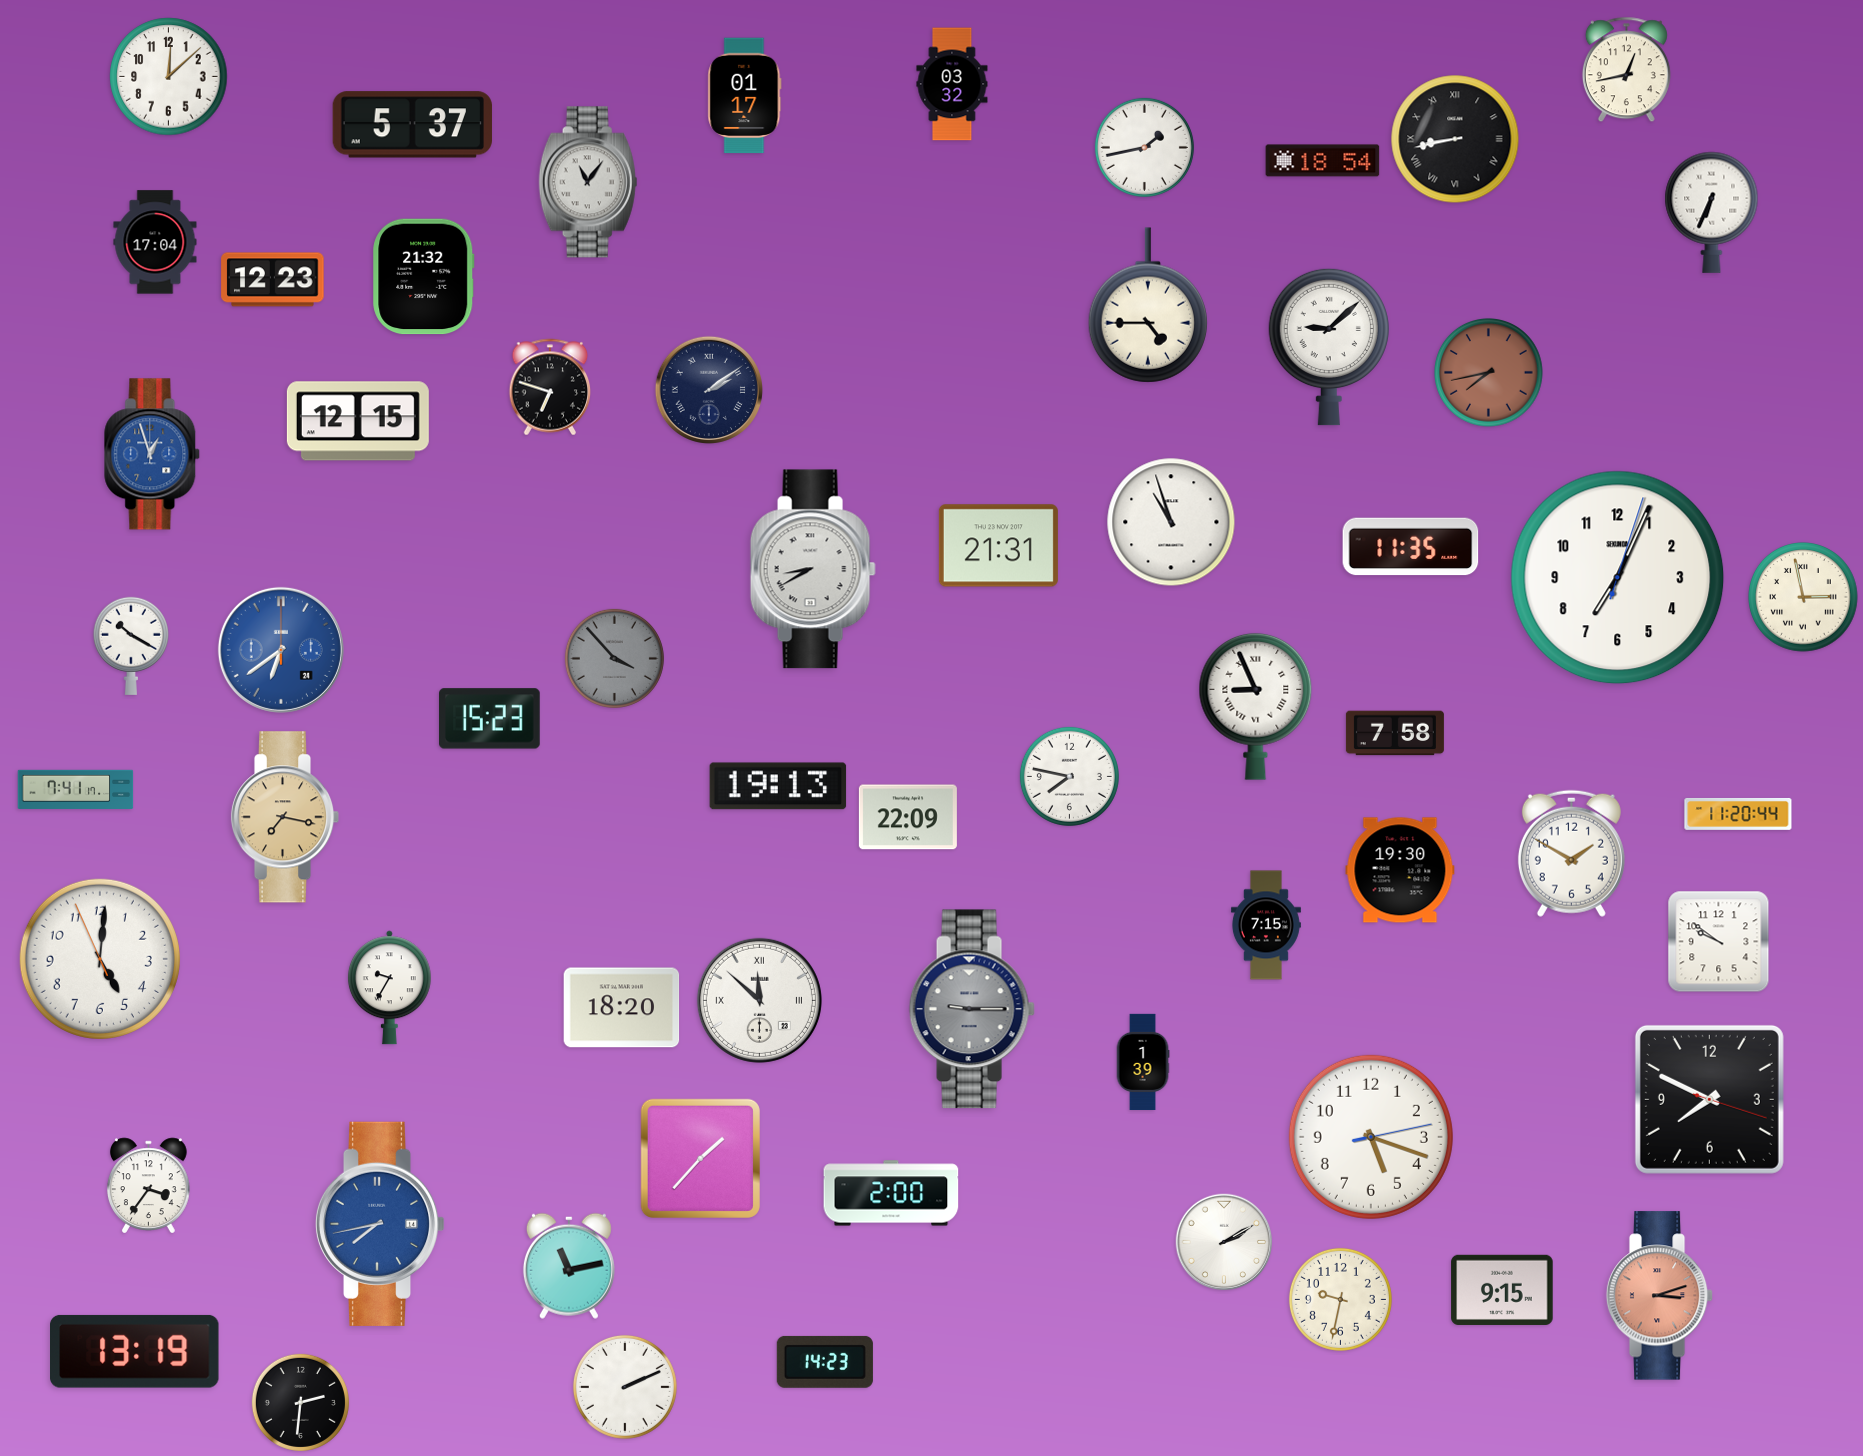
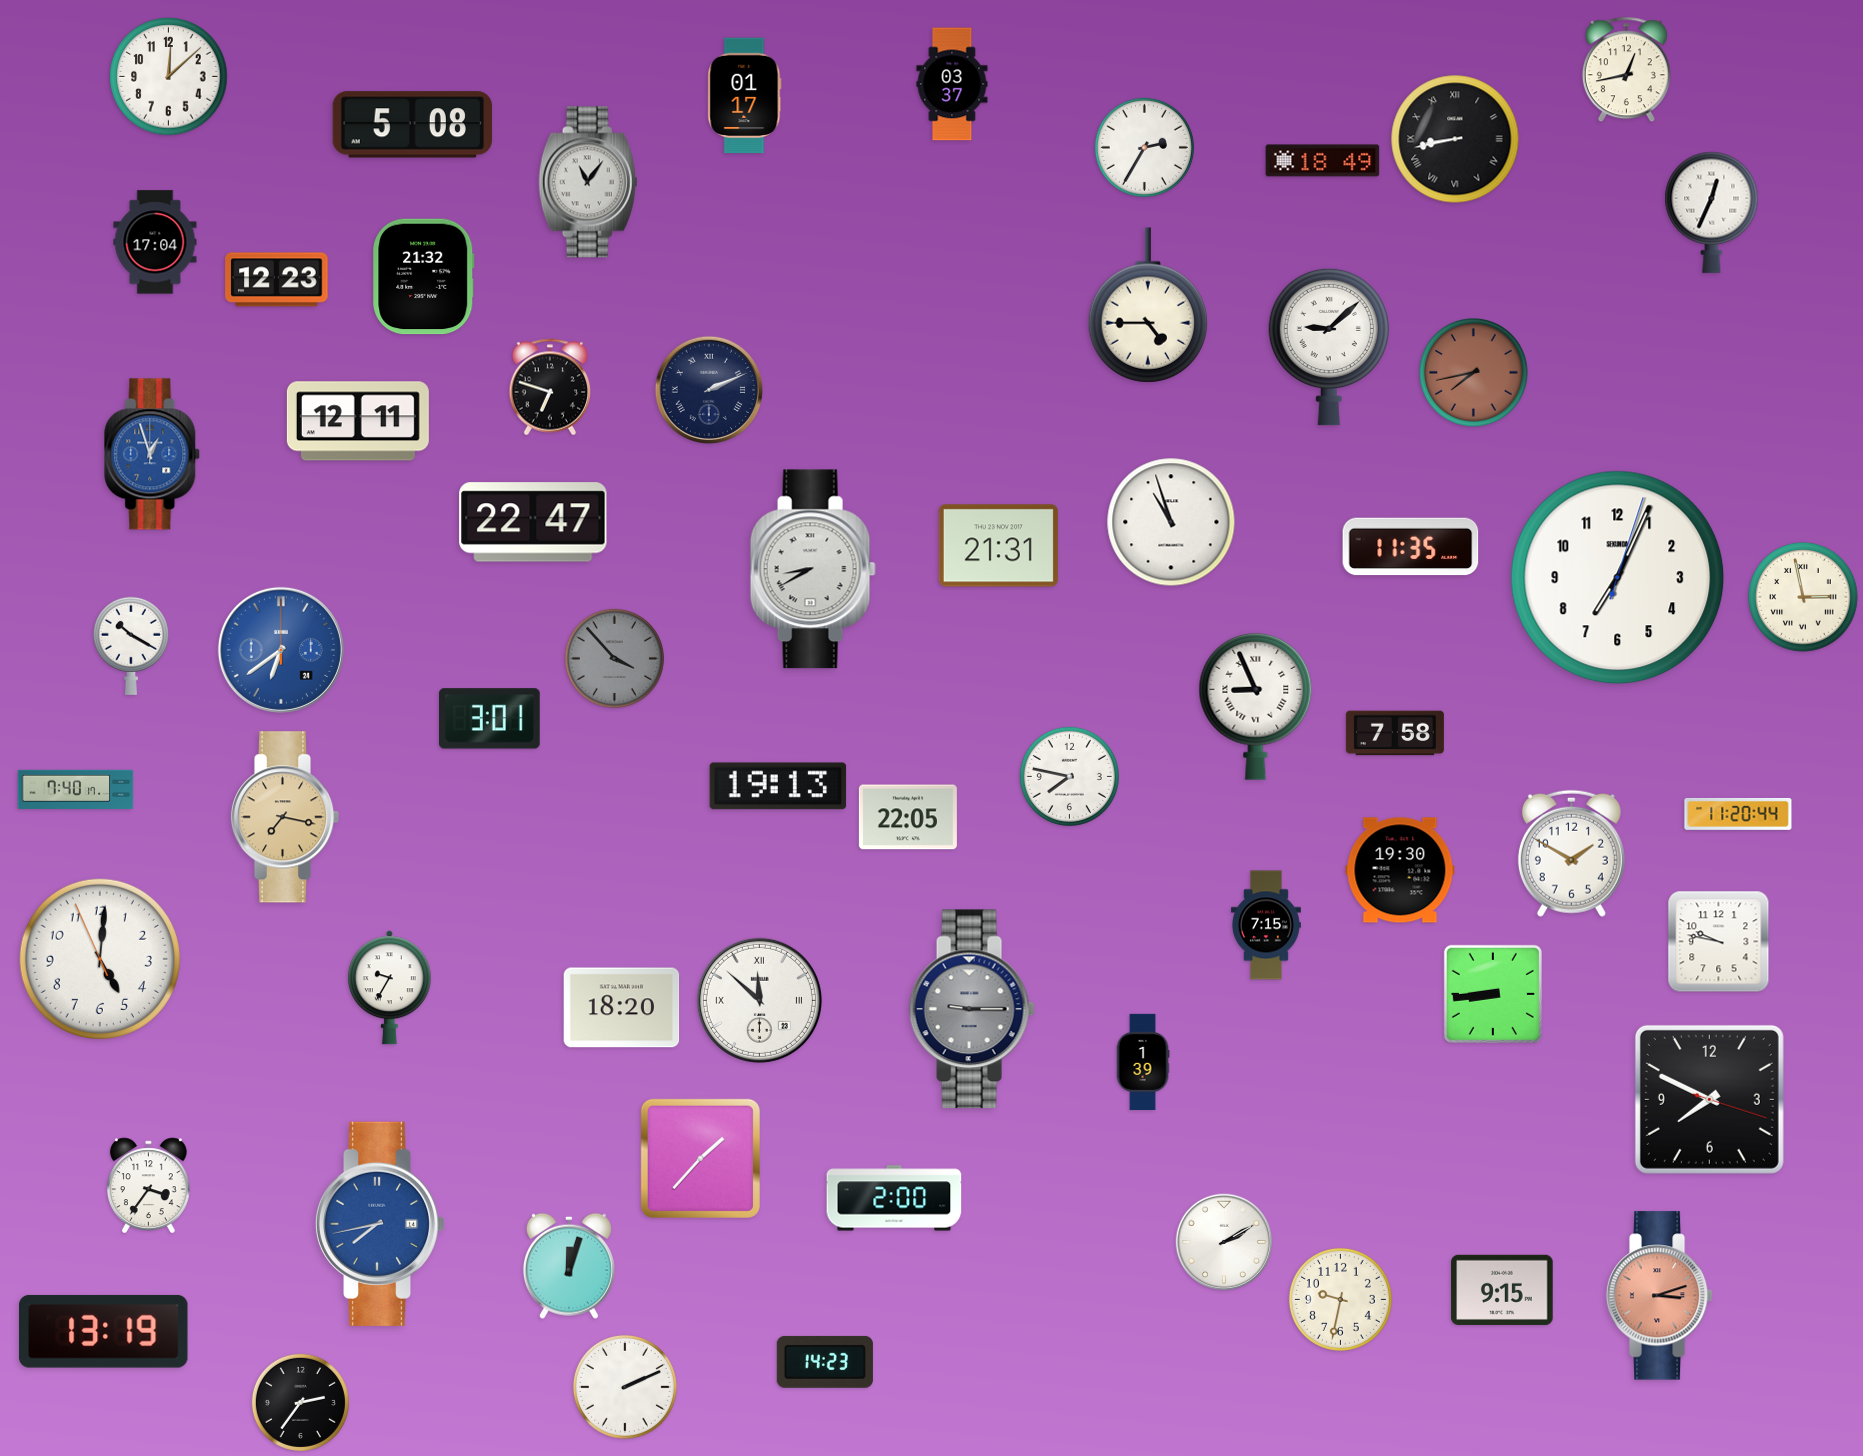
clock at (952, 84): 03:32 -> 03:37
clock at (412, 125): 5:37 -> 5:08
clock at (1144, 147): 1:43 -> 2:35
clock at (1323, 161): 18:54 -> 18:49
clock at (1712, 212): 6:34 -> 12:34
clock at (273, 280) position: (273, 280) -> (277, 280)
clock at (1489, 373) position: (1489, 373) -> (1474, 373)
clock at (708, 389): 2:09 -> 2:11
clock at (358, 421): 12:15 -> 12:11
clock at (533, 522): none -> 22:47
clock at (490, 719): 15:23 -> 3:01
clock at (76, 789): 7:41 -> 7:40
clock at (908, 817): 22:09 -> 22:05
clock at (1719, 942): 9:51 -> 9:47
clock at (1493, 994): none -> 8:44
clock at (1371, 1137): 5:18 -> none
clock at (891, 1193) position: (891, 1193) -> (894, 1198)
clock at (569, 1266): 11:13 -> 12:03
clock at (135, 1351) position: (135, 1351) -> (104, 1331)
clock at (300, 1402): 2:31 -> 2:36
